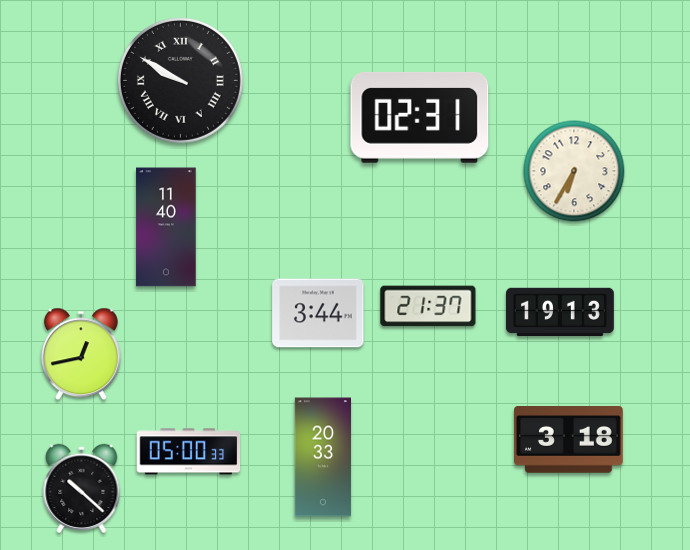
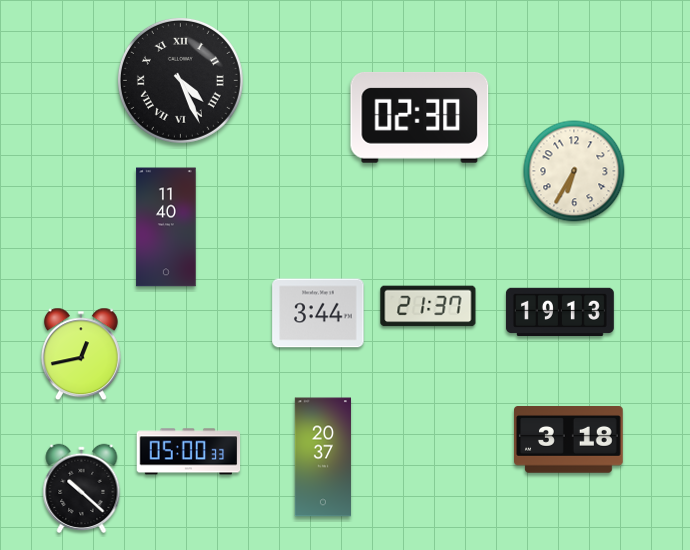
clock at (180, 80): 9:50 -> 4:26
clock at (420, 118): 02:31 -> 02:30
clock at (322, 457): 20:33 -> 20:37
